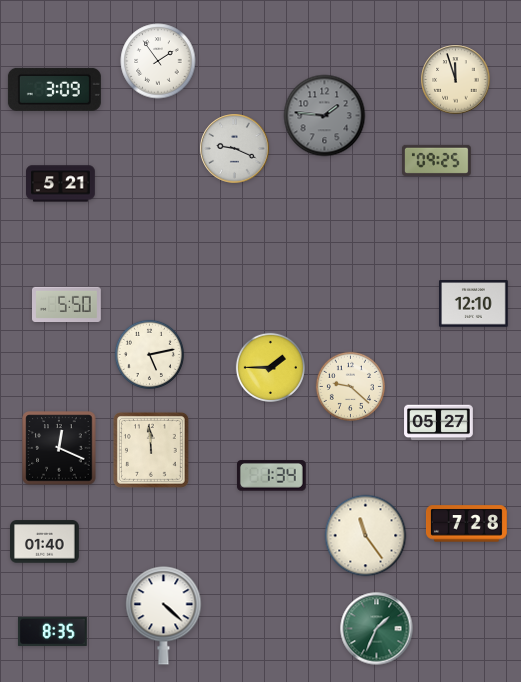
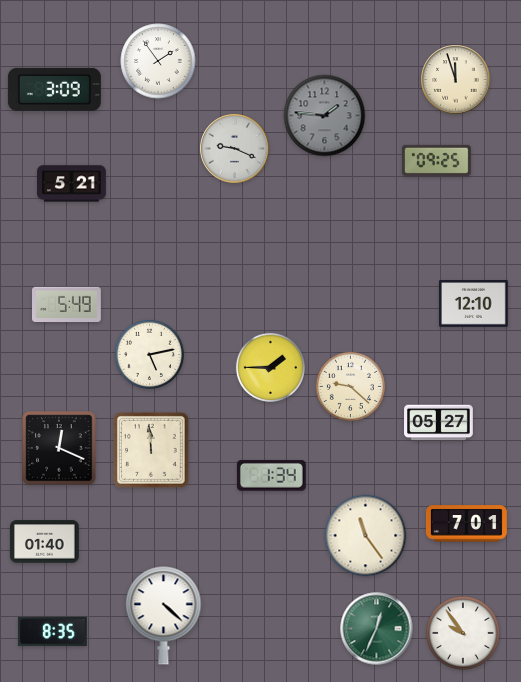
clock at (61, 184) position: (61, 184) -> (72, 184)
clock at (67, 304): 5:50 -> 5:49
clock at (466, 524): 7:28 -> 7:01
clock at (377, 629): 1:34 -> 12:34
clock at (463, 633): none -> 9:54
